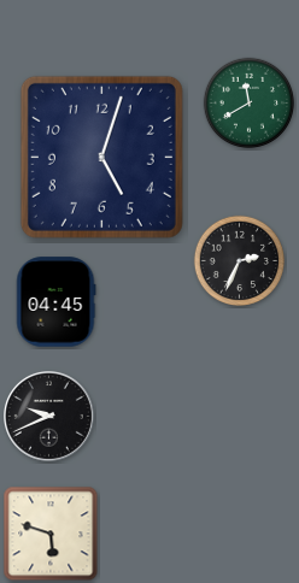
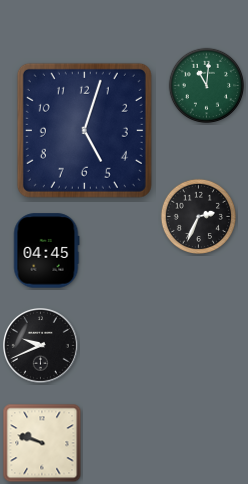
clock at (248, 102): 11:40 -> 11:01
clock at (51, 534): 5:48 -> 9:48
